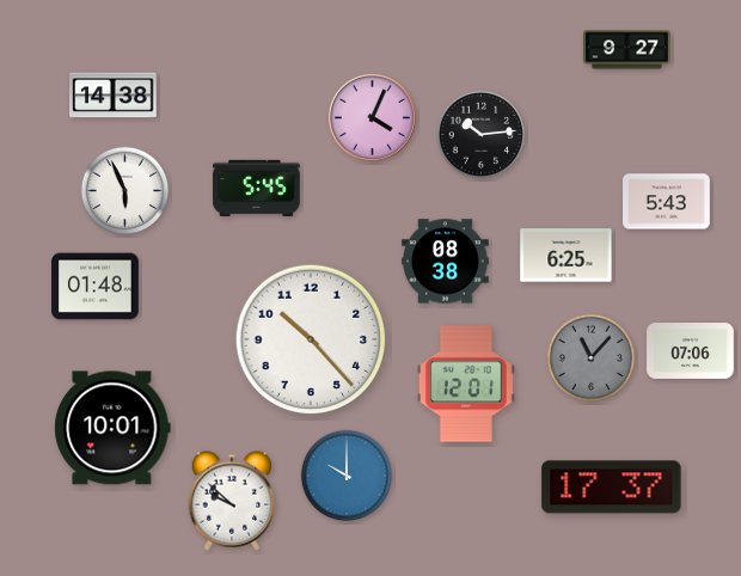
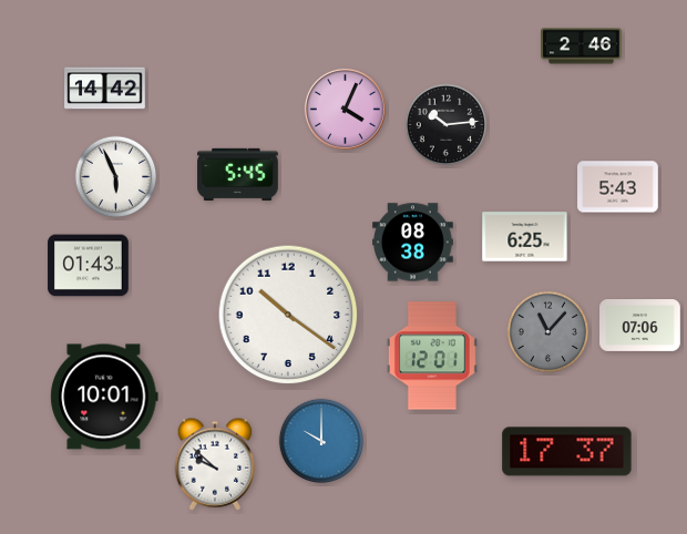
clock at (627, 50): 9:27 -> 2:46
clock at (114, 96): 14:38 -> 14:42
clock at (96, 287): 01:48 -> 01:43
clock at (311, 339): 10:23 -> 10:21
